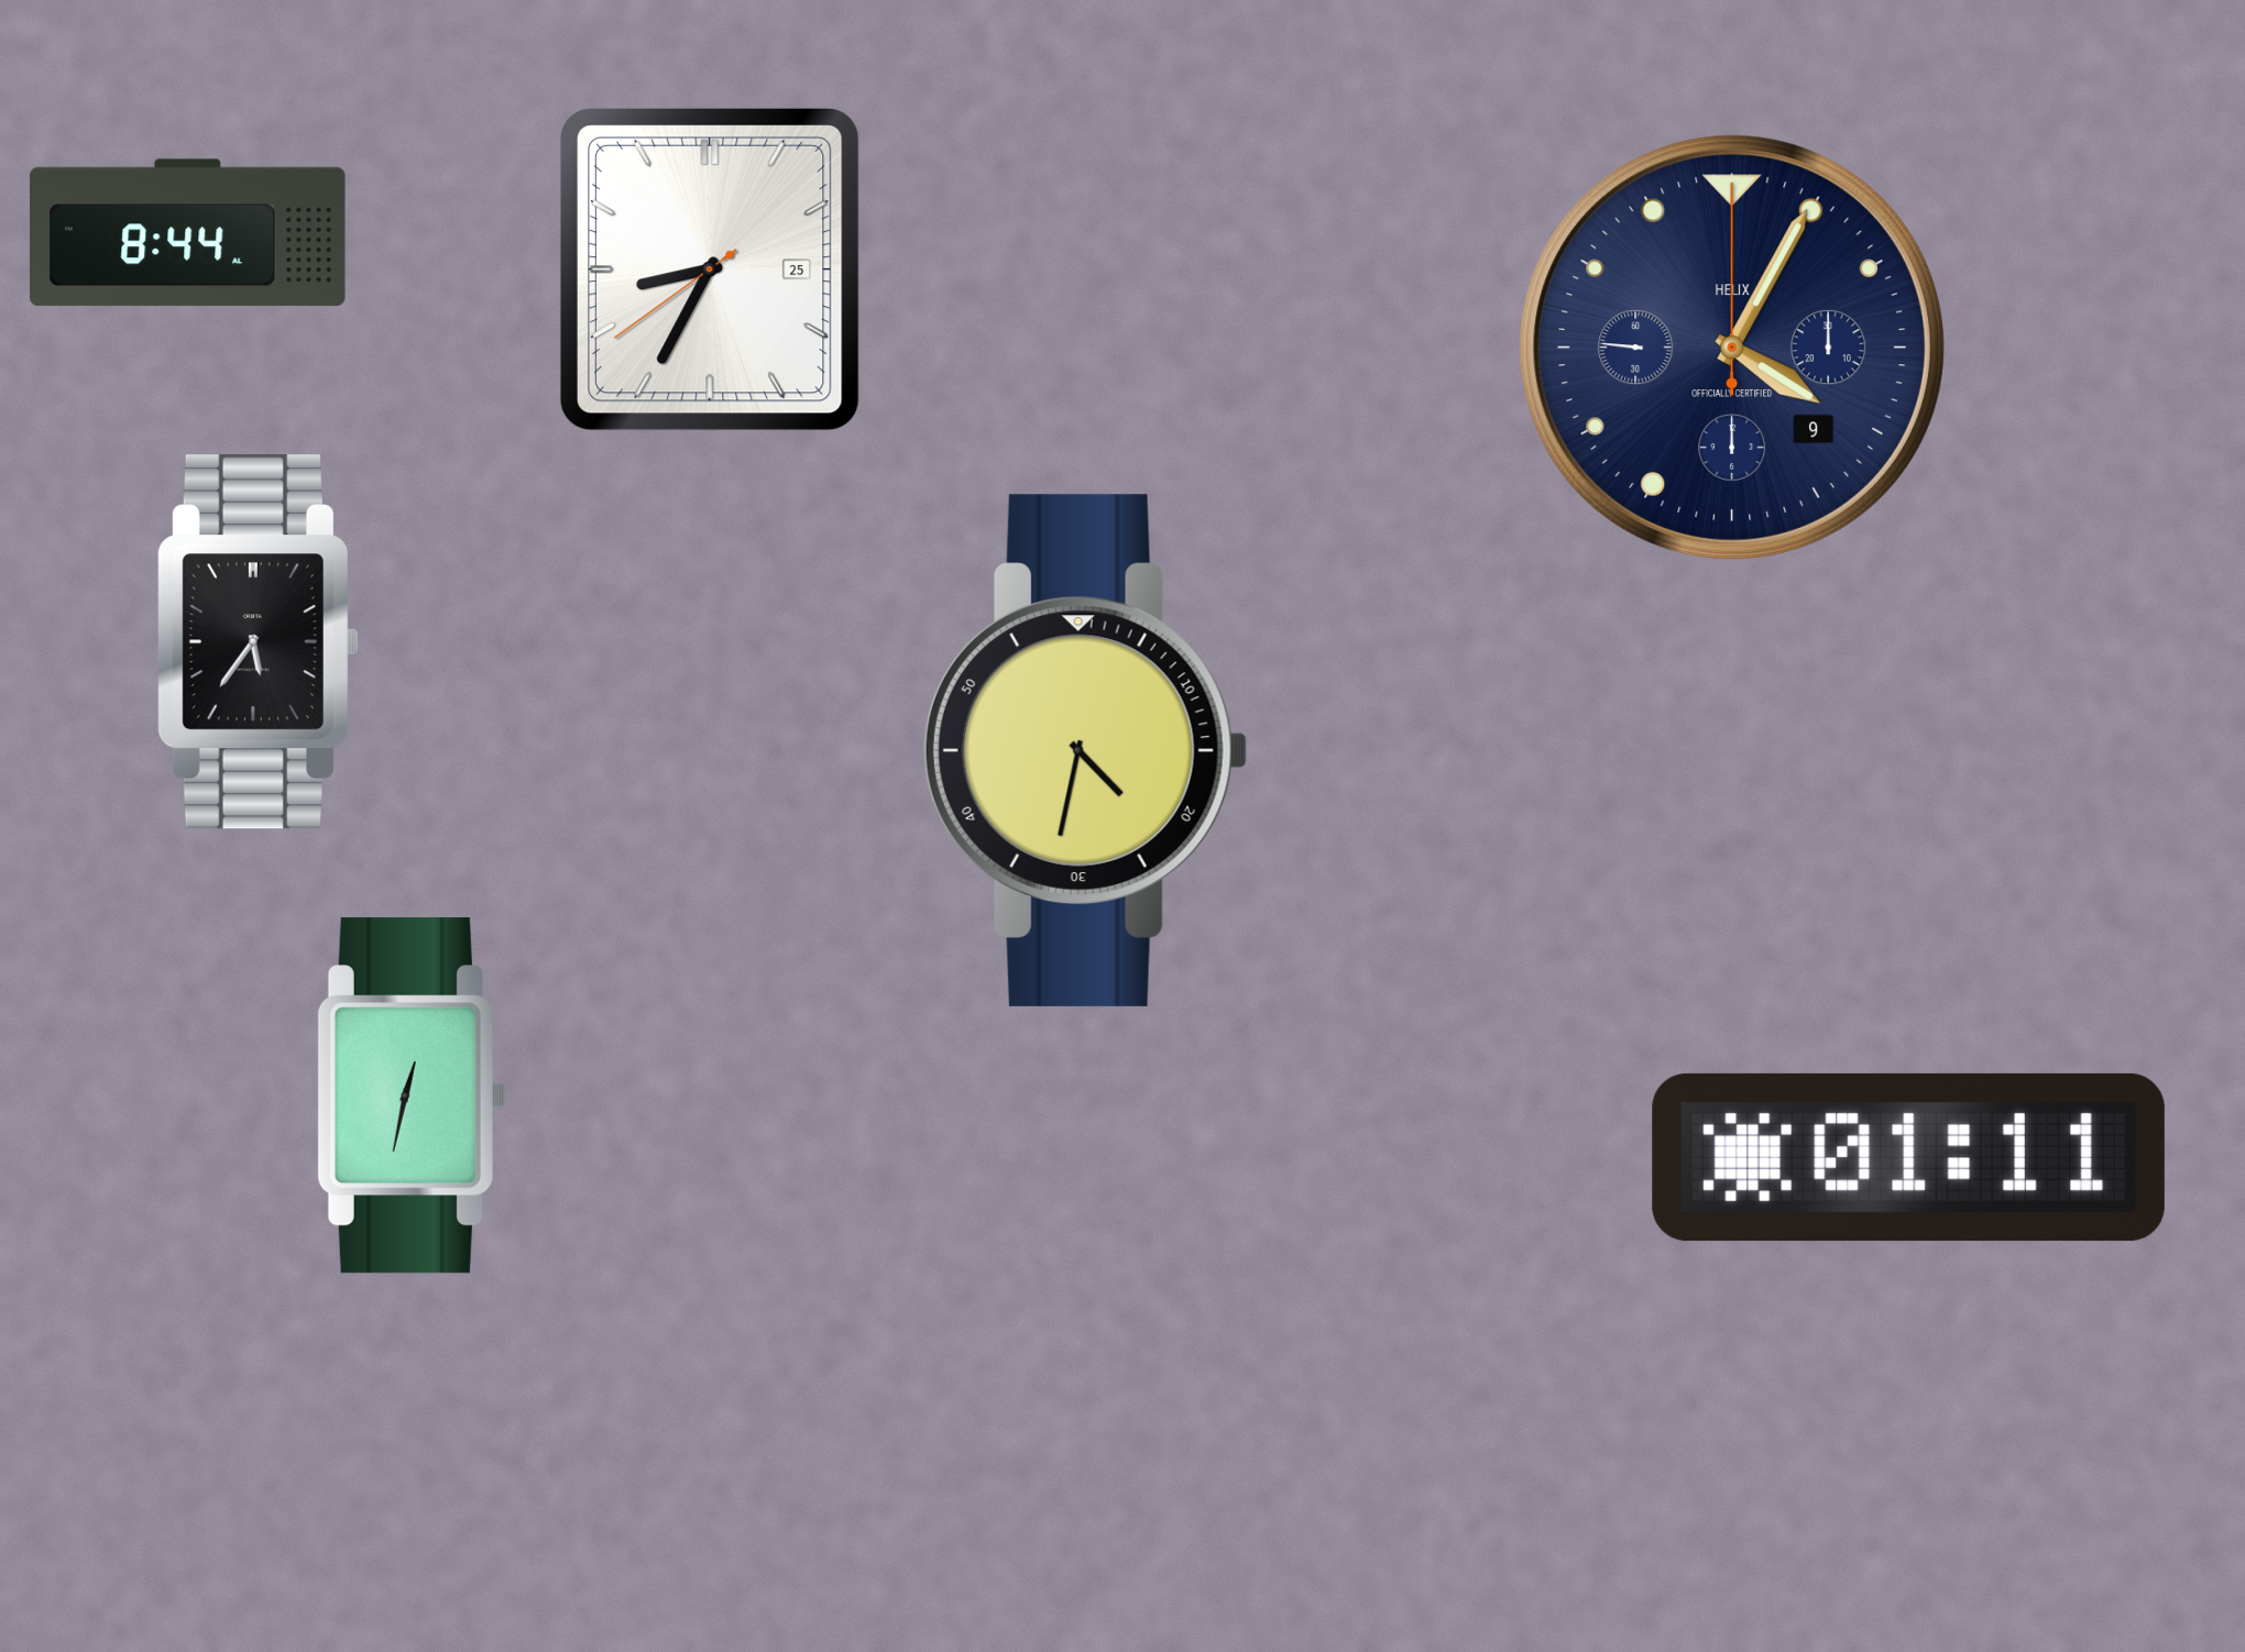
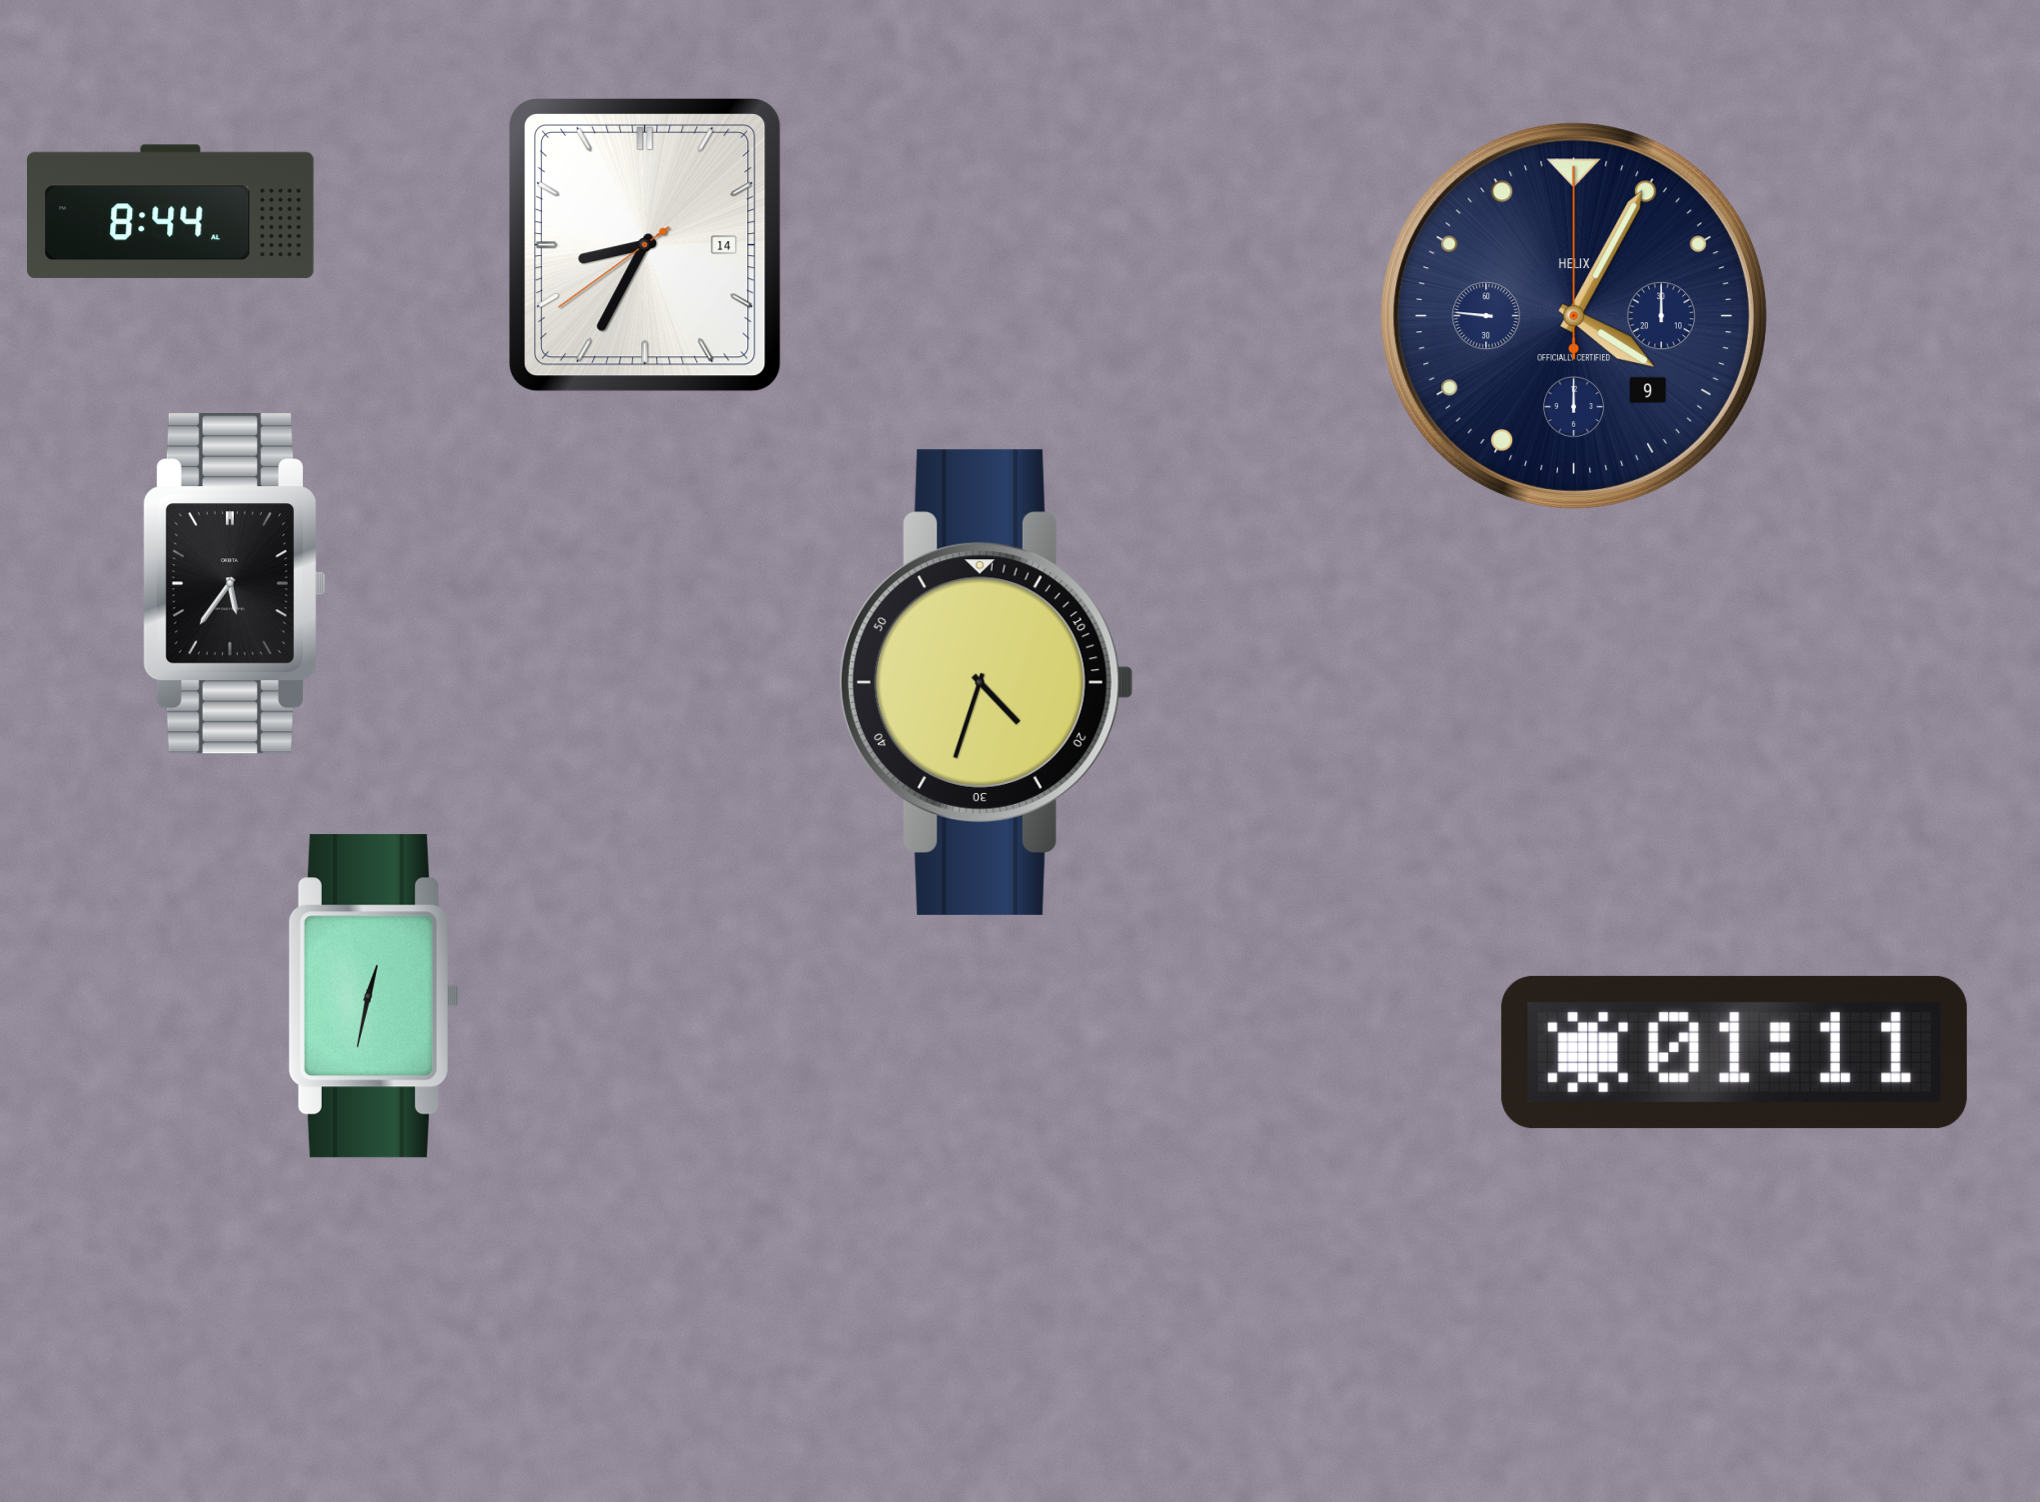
clock at (711, 271) date: 25 -> 14
clock at (1085, 750): 4:32 -> 4:33
